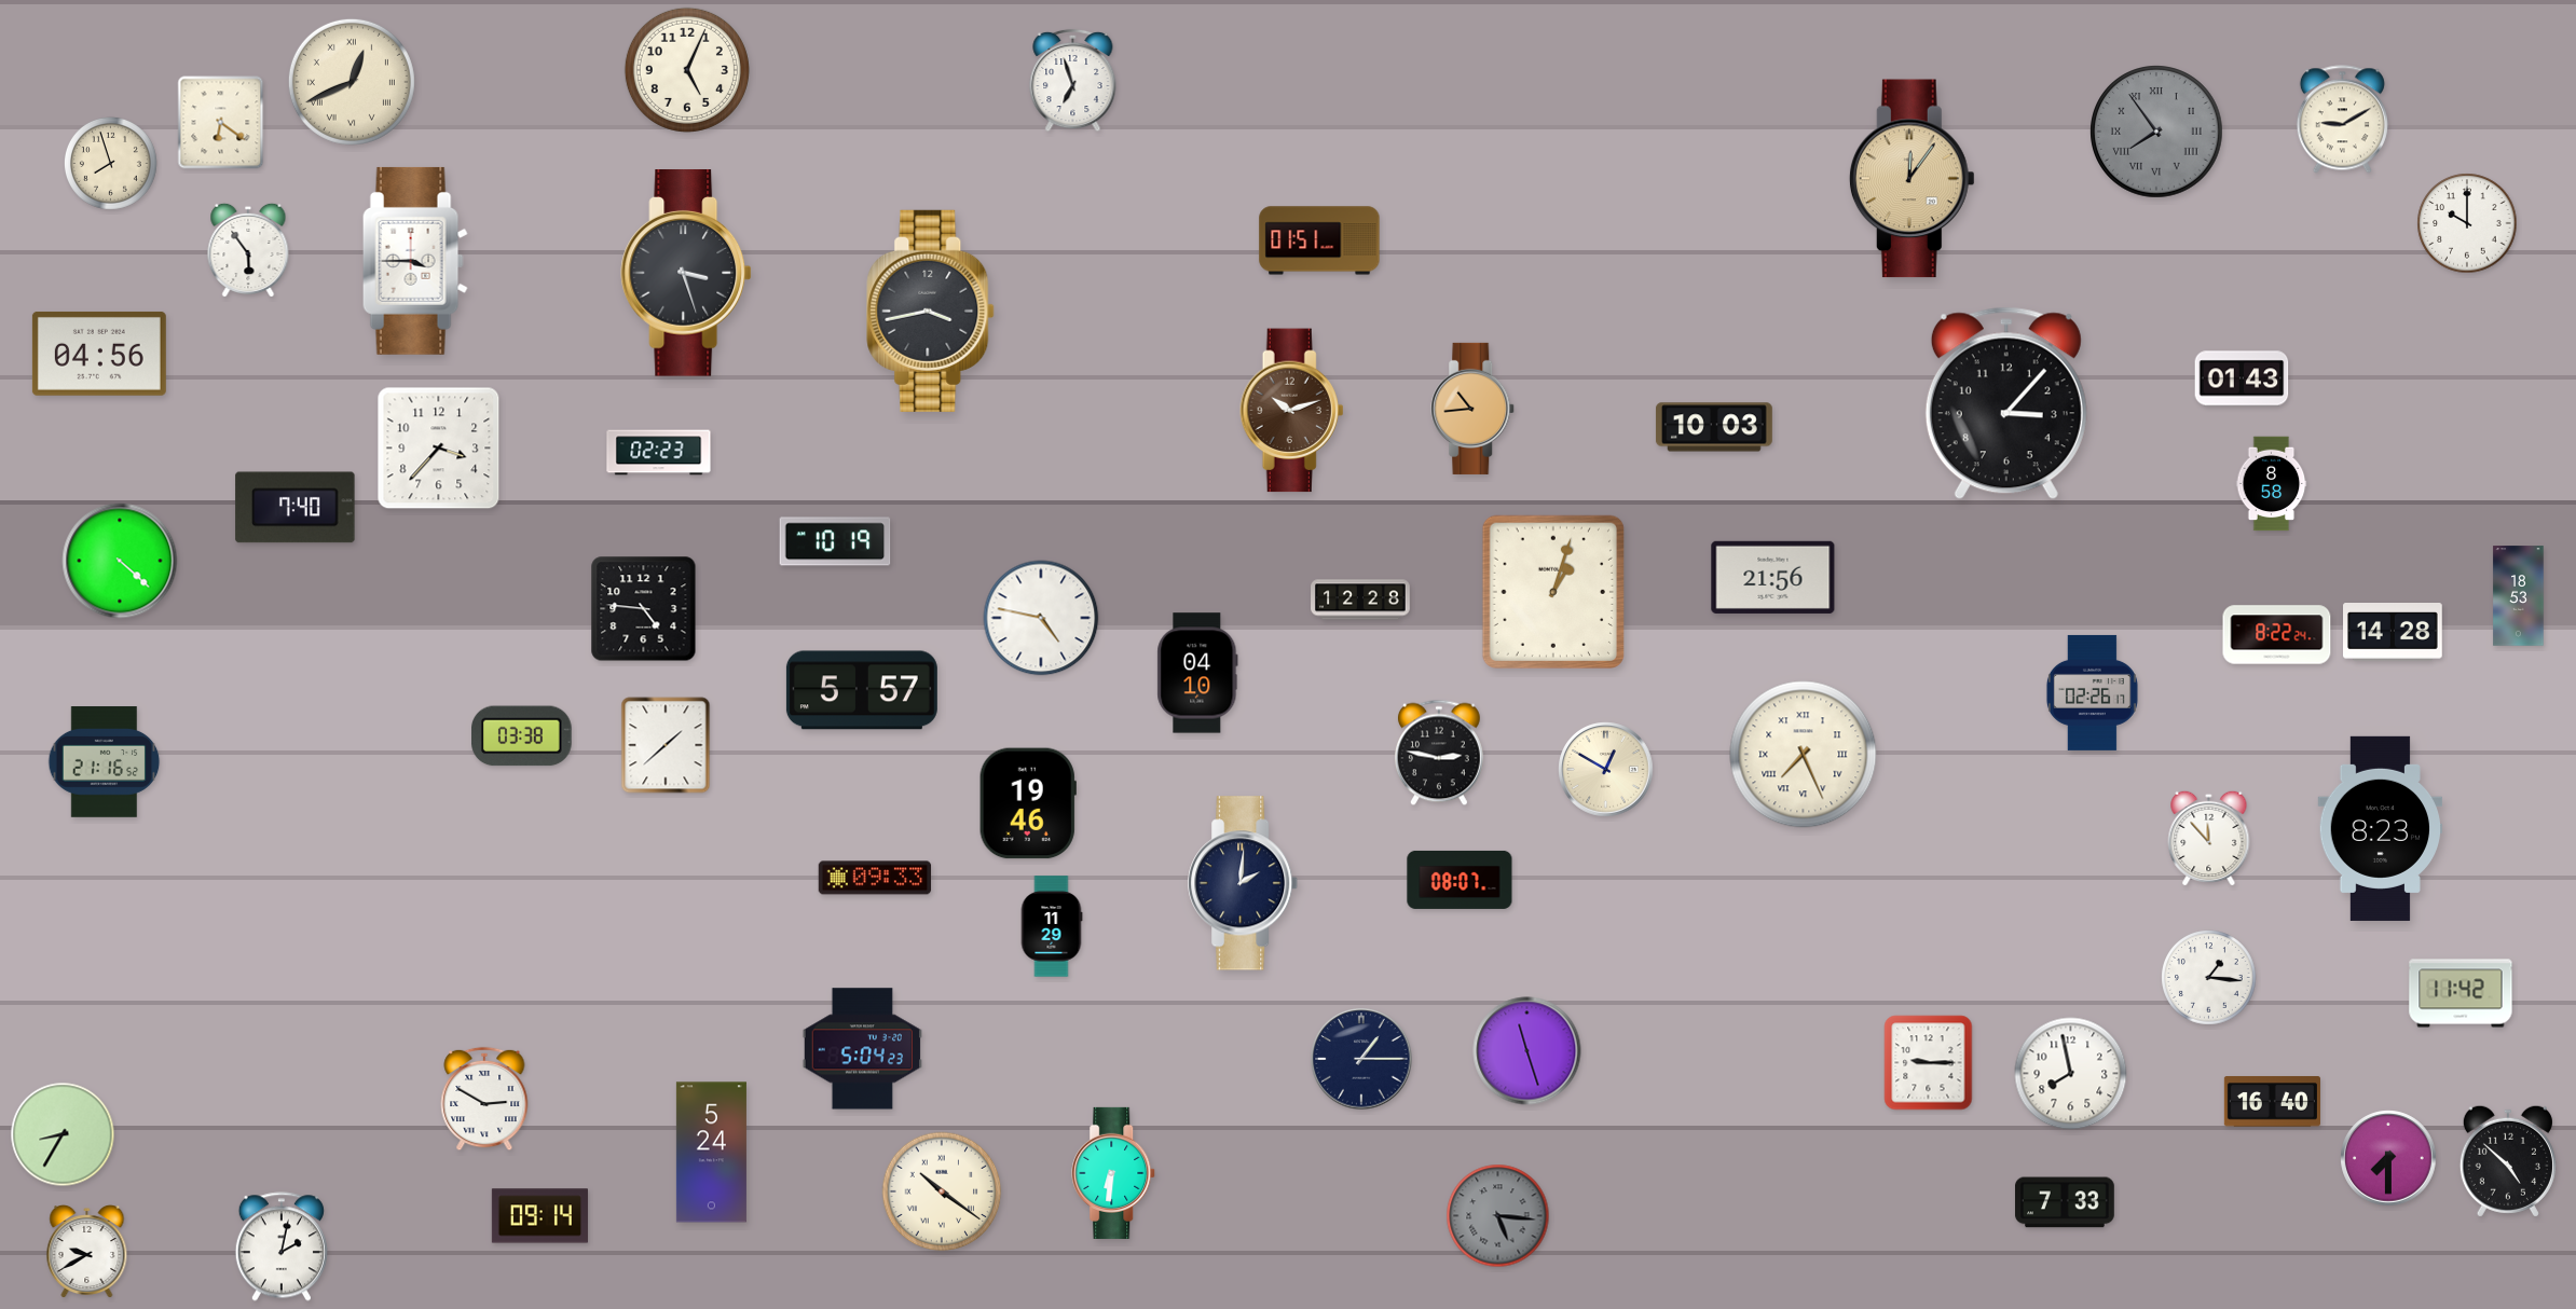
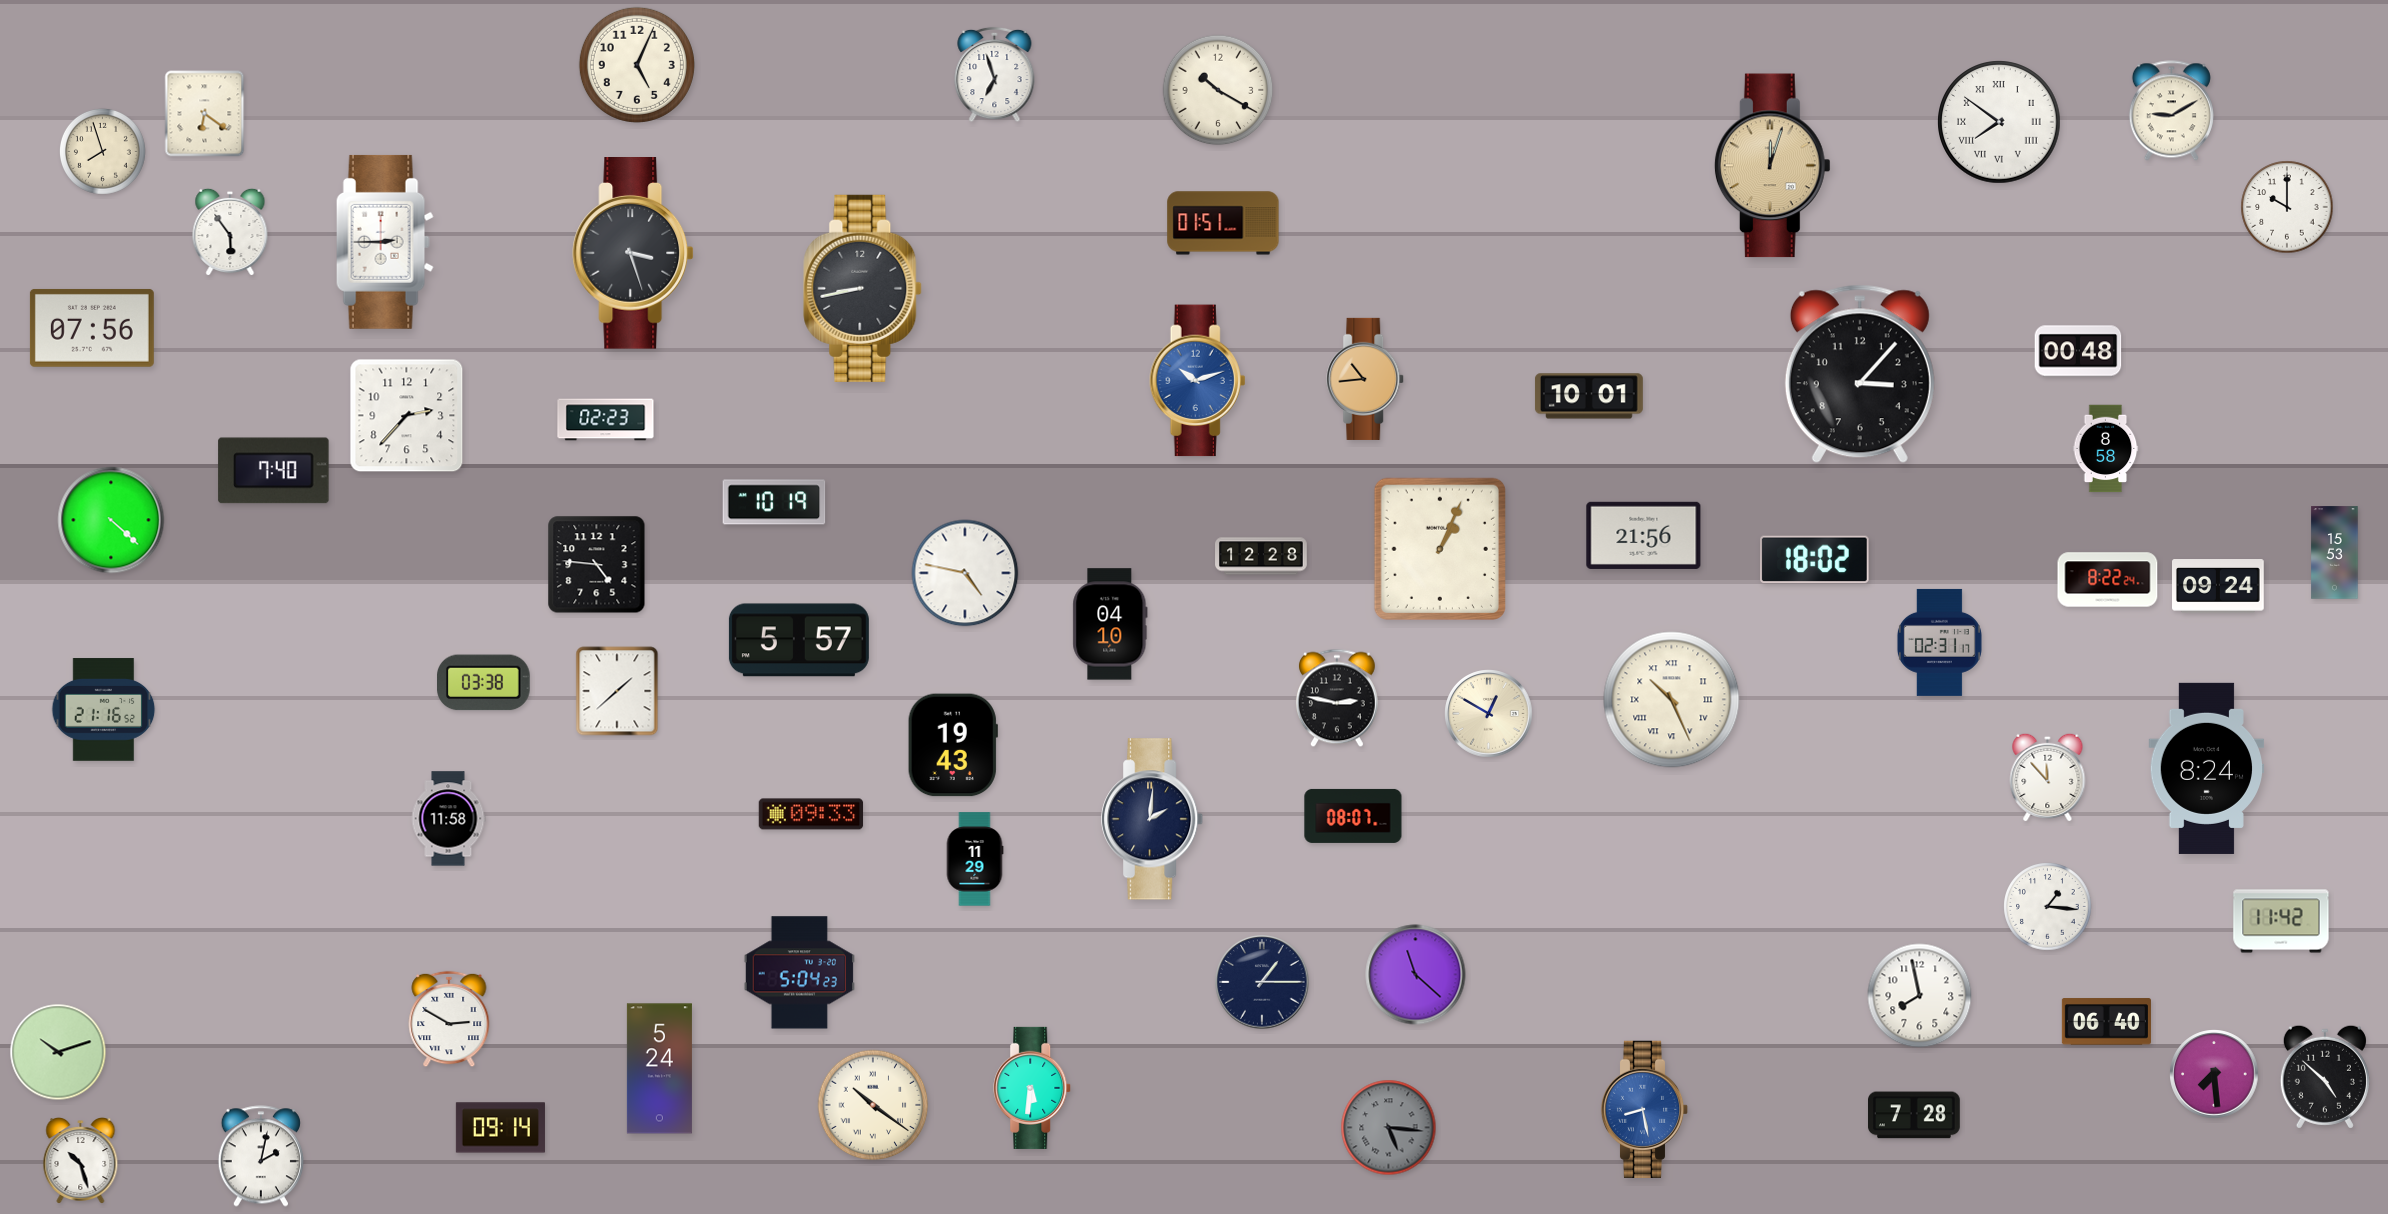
clock at (352, 82): 12:41 -> none
clock at (1218, 90): none -> 10:20
clock at (2156, 132): 7:54 -> 7:51
clock at (2156, 132) dial: grey -> white
clock at (1912, 179): 12:06 -> 12:03
clock at (415, 261): 3:45 -> 2:45
clock at (686, 274) position: (686, 274) -> (633, 254)
clock at (931, 311): 3:43 -> 8:43
clock at (99, 354): 04:56 -> 07:56
clock at (2242, 378): 01:43 -> 00:48
clock at (1292, 411) dial: brown -> blue
clock at (1714, 427): 10:03 -> 10:01
clock at (439, 449): 3:37 -> 2:37
clock at (659, 453) position: (659, 453) -> (606, 420)
clock at (1553, 591): 1:03 -> 1:04
clock at (2519, 596): 18:53 -> 15:53
clock at (1815, 560): none -> 18:02
clock at (2394, 633): 14:28 -> 09:24
clock at (2277, 635) position: (2277, 635) -> (2108, 580)
clock at (2092, 692): 02:26 -> 02:31
clock at (1439, 753) position: (1439, 753) -> (1337, 698)
clock at (1804, 755): 7:26 -> 10:26
clock at (105, 762) position: (105, 762) -> (104, 710)
clock at (1028, 803): 19:46 -> 19:43
clock at (2381, 828): 8:23 -> 8:24
clock at (448, 819): none -> 11:58
clock at (1527, 1051): 11:27 -> 11:22
clock at (1929, 1063): 9:15 -> none
clock at (2272, 1102): 16:40 -> 06:40
clock at (63, 1134): 8:35 -> 10:12
clock at (2388, 1158): 7:30 -> 7:29
clock at (1114, 1173): 6:31 -> 5:31
clock at (1645, 1109): none -> 8:28
clock at (2066, 1202): 7:33 -> 7:28
clock at (87, 1252): 9:40 -> 10:27
